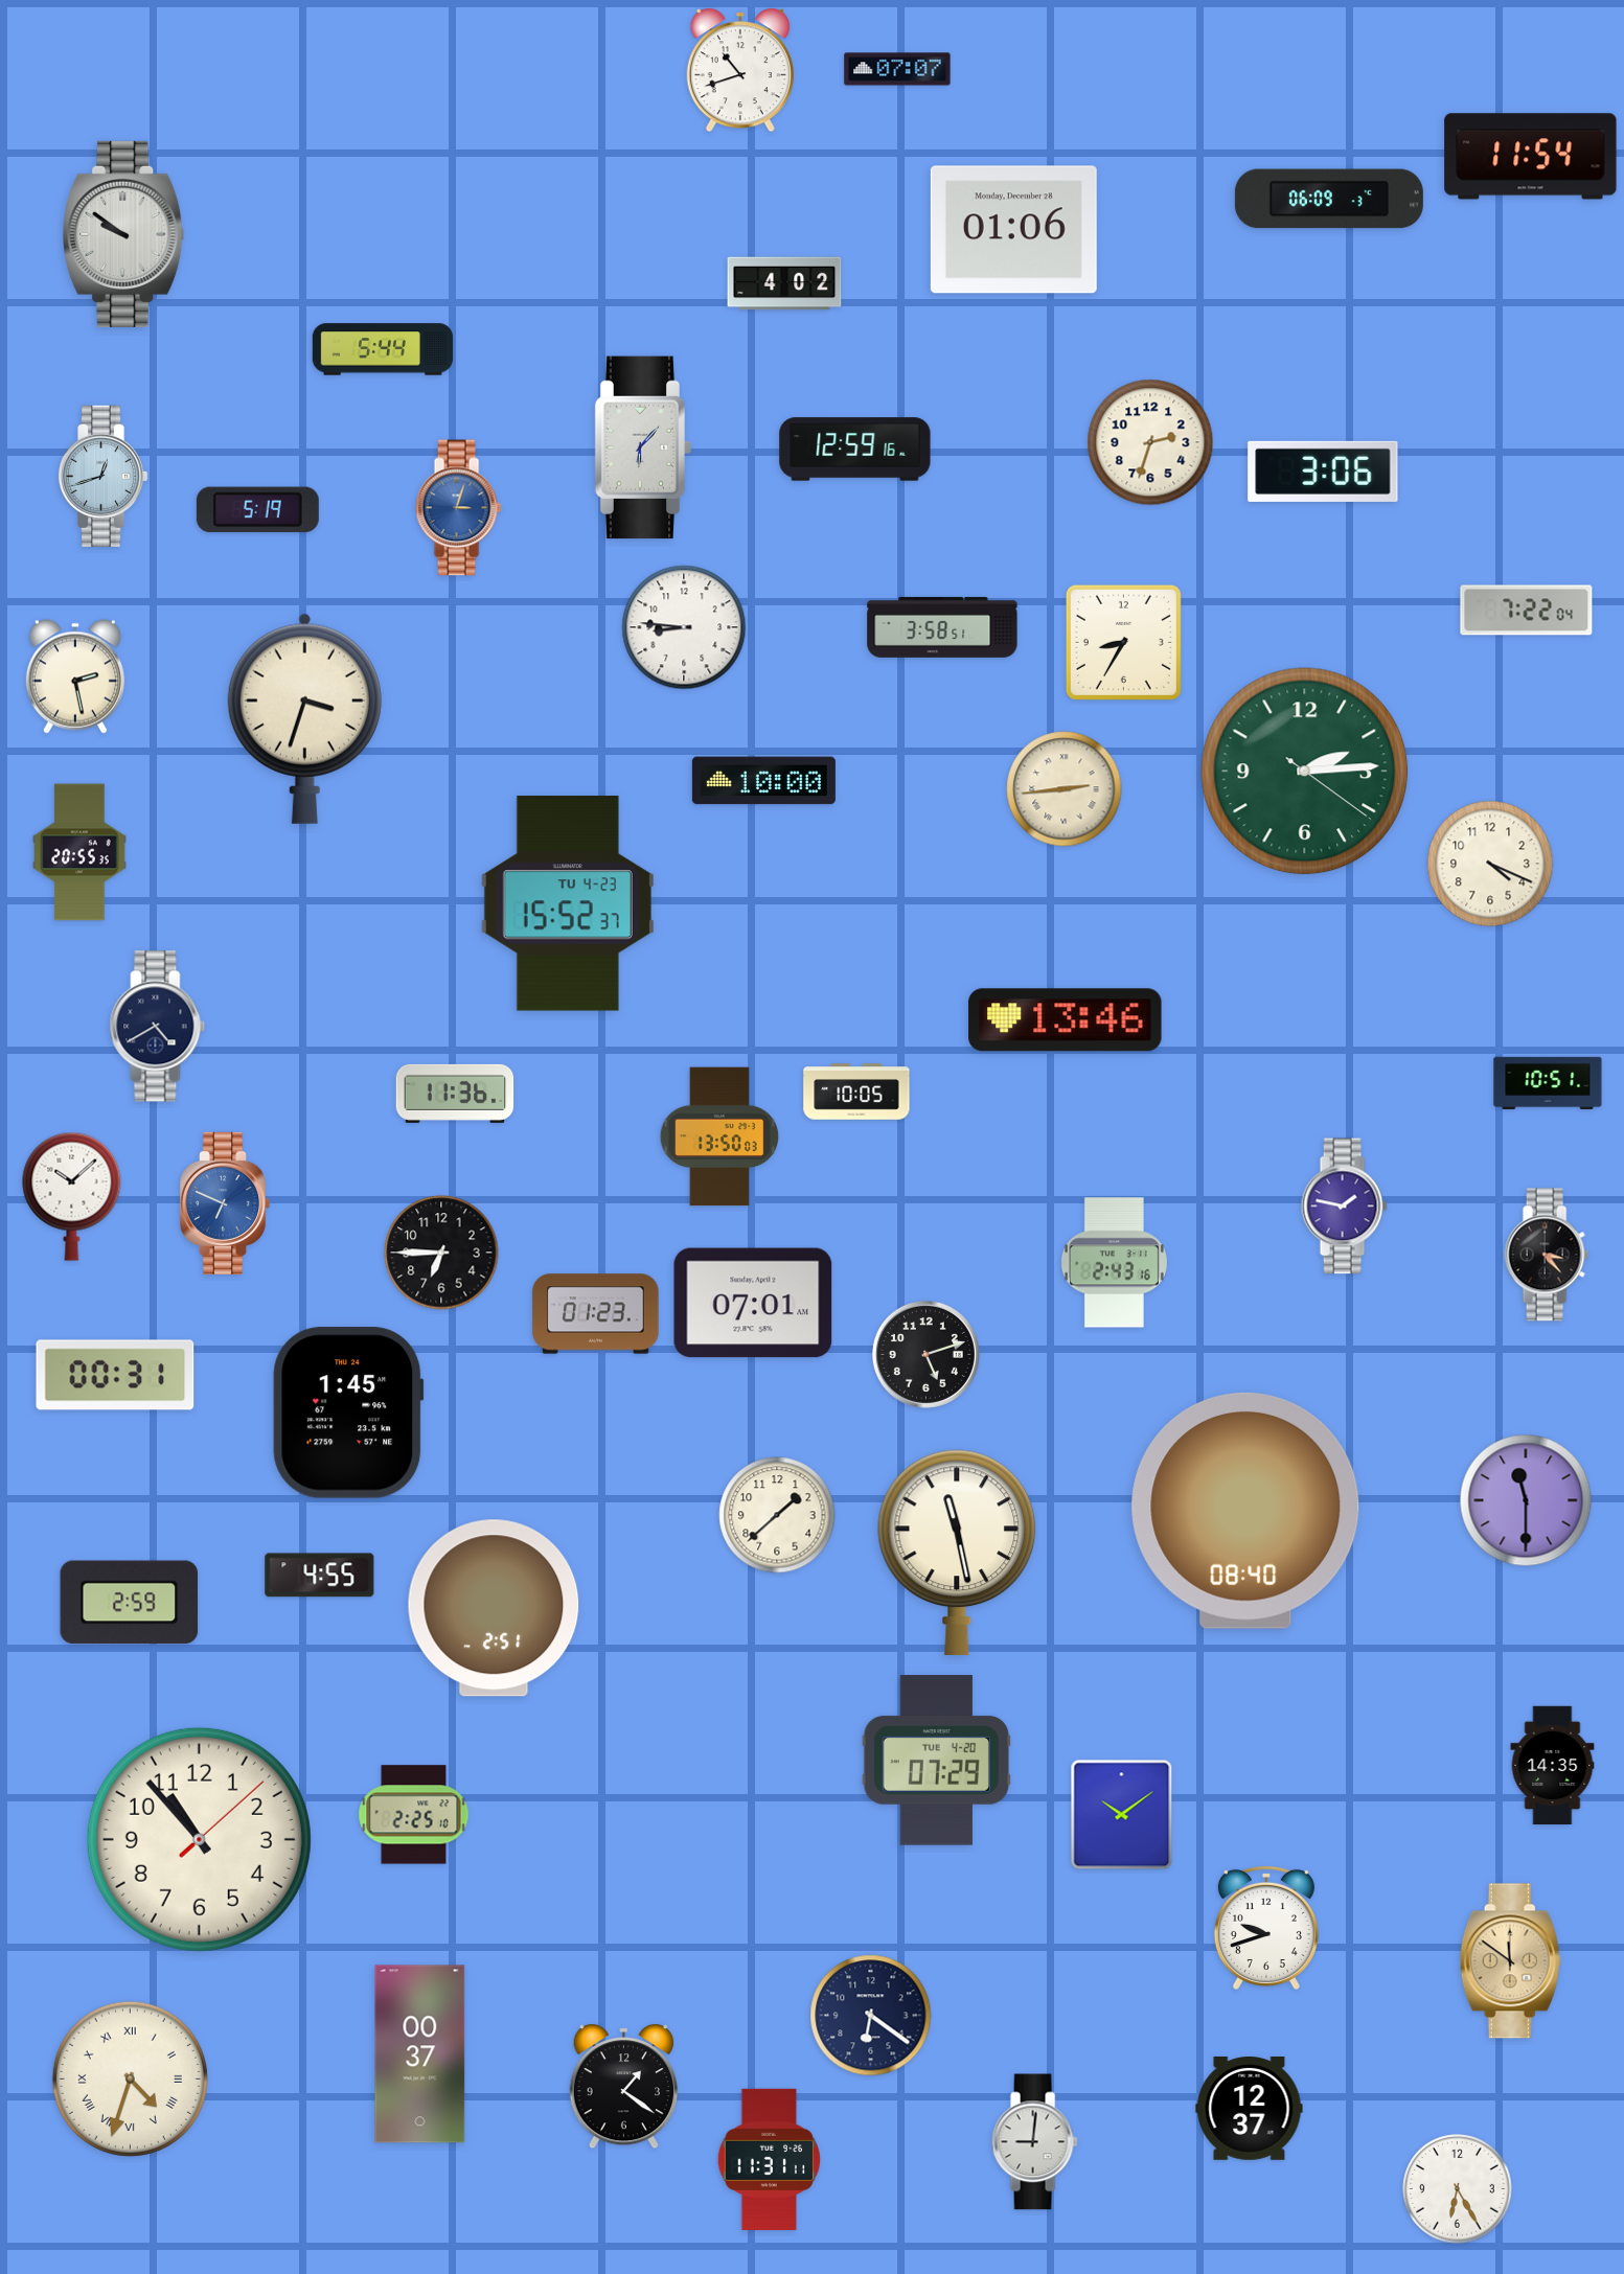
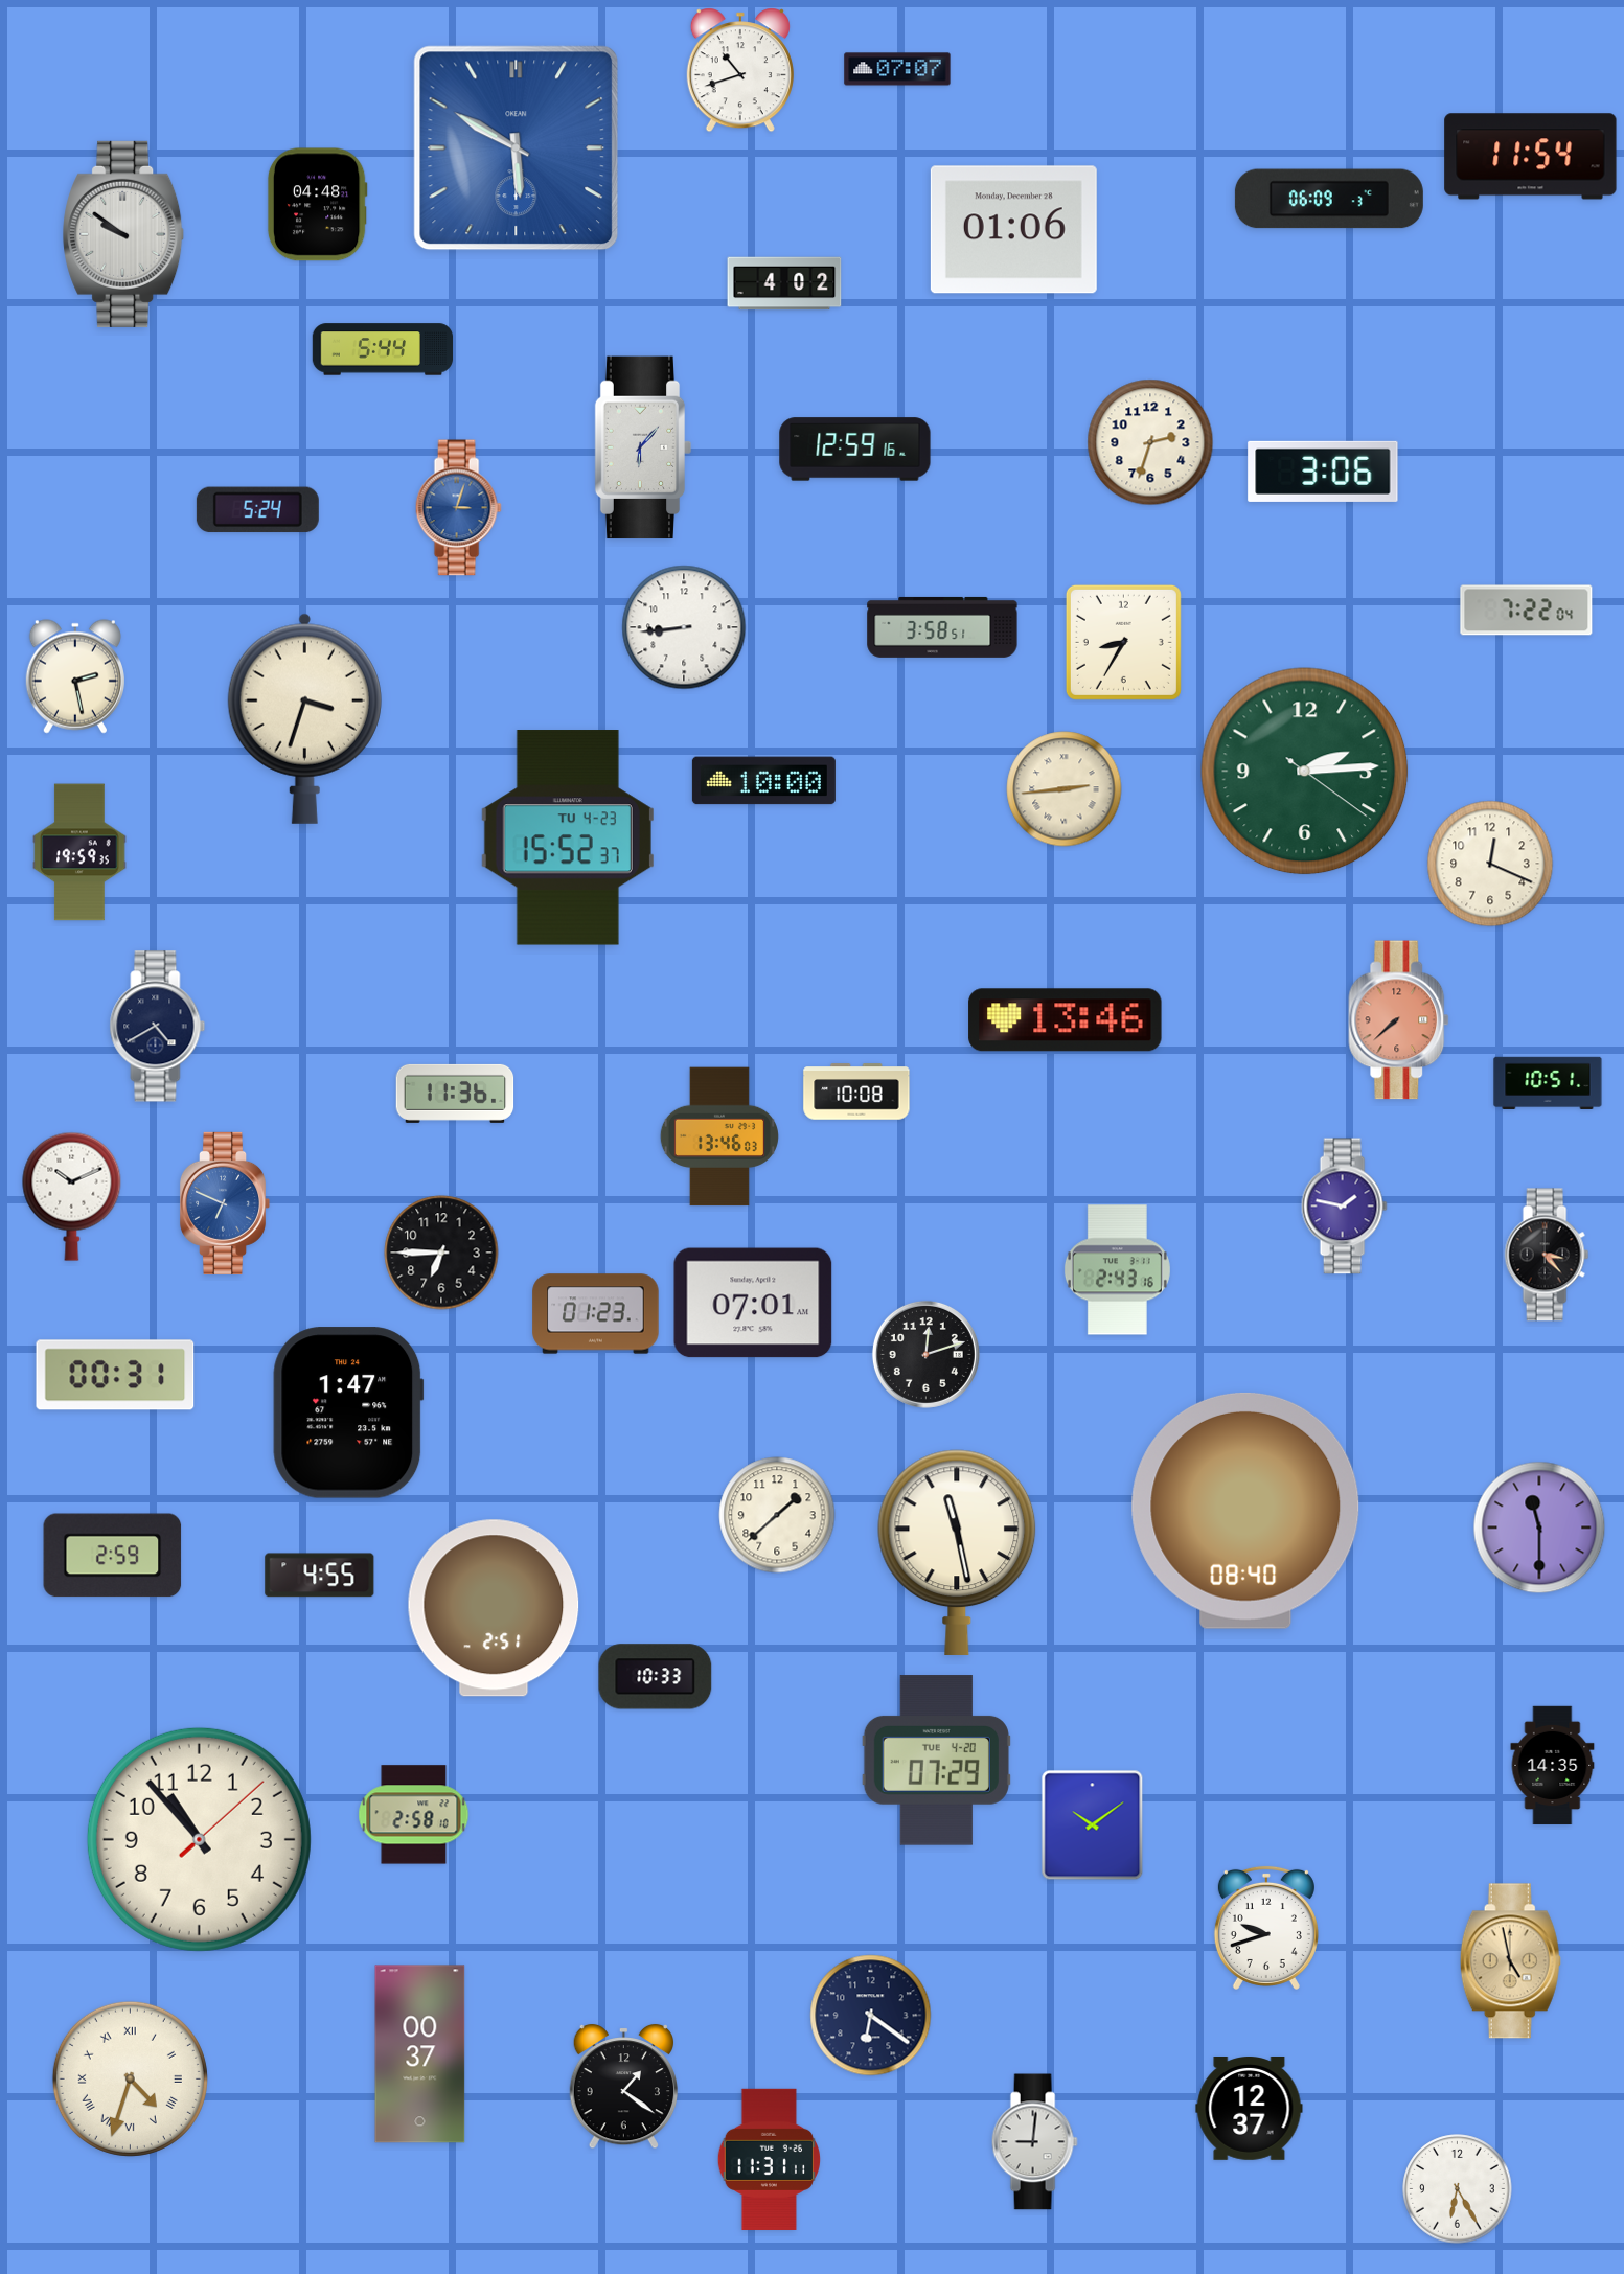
clock at (517, 148): none -> 5:50
clock at (317, 205): none -> 04:48
clock at (102, 476): 12:42 -> none
clock at (257, 510): 5:19 -> 5:24
clock at (684, 627): 8:46 -> 8:44
clock at (79, 852): 20:55 -> 19:59
clock at (1490, 864): 4:19 -> 12:19
clock at (568, 903) position: (568, 903) -> (568, 837)
clock at (1399, 1020): none -> 7:38
clock at (856, 1092): 10:05 -> 10:08
clock at (719, 1136): 13:50 -> 13:46
clock at (72, 1196): 10:08 -> 10:11
clock at (1114, 1263) position: (1114, 1263) -> (1117, 1270)
clock at (925, 1354): 5:12 -> 12:12
clock at (348, 1412): 1:45 -> 1:47
clock at (1526, 1500) position: (1526, 1500) -> (1539, 1528)
clock at (130, 1603) position: (130, 1603) -> (113, 1556)
clock at (656, 1677): none -> 10:33
clock at (414, 1815): 2:25 -> 2:58
clock at (1122, 1815) position: (1122, 1815) -> (1093, 1825)
clock at (1510, 1961): 11:51 -> 4:58
